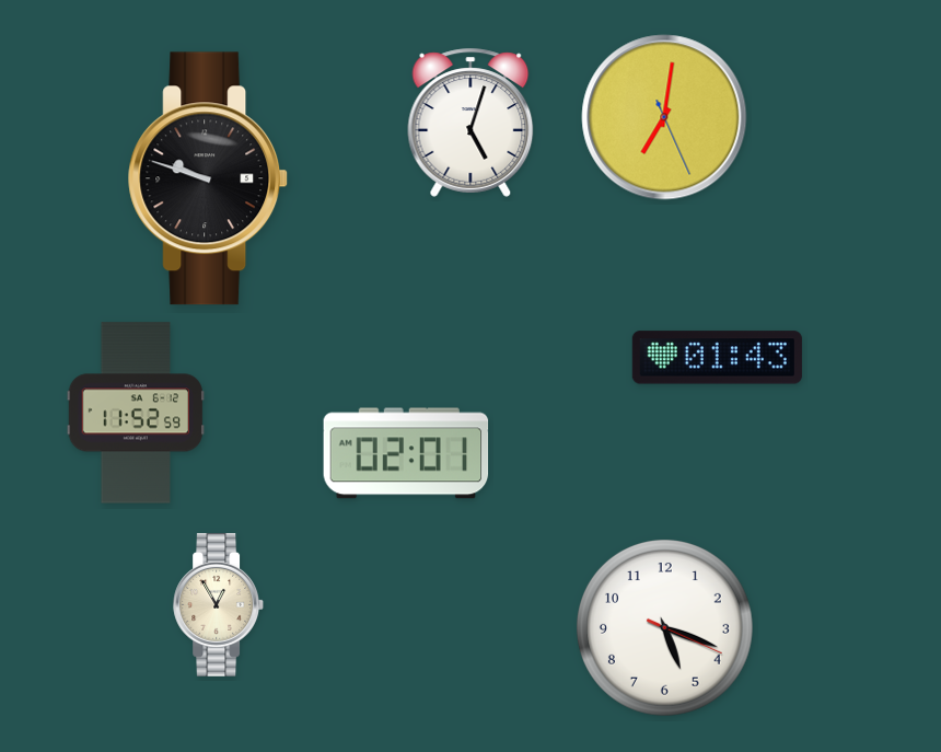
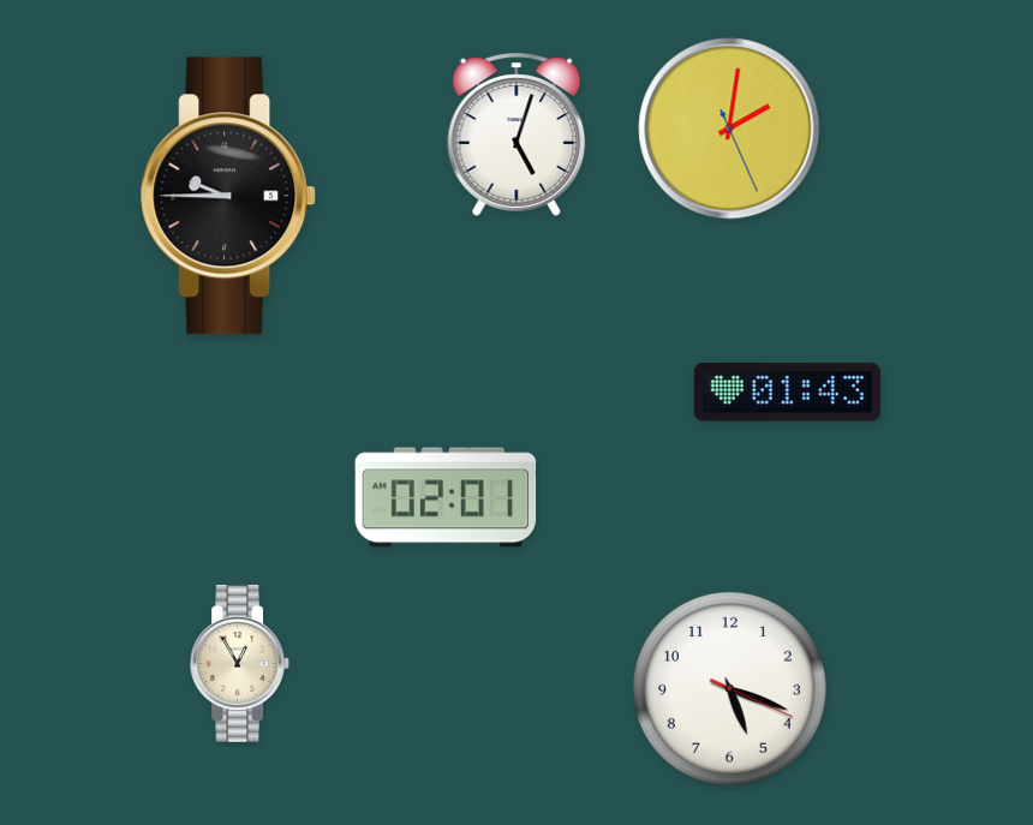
clock at (664, 117): 7:01 -> 2:01
clock at (209, 178): 9:48 -> 9:45
clock at (136, 413): 11:52 -> none
